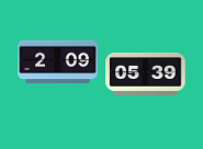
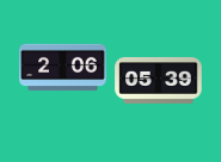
clock at (58, 62): 2:09 -> 2:06
